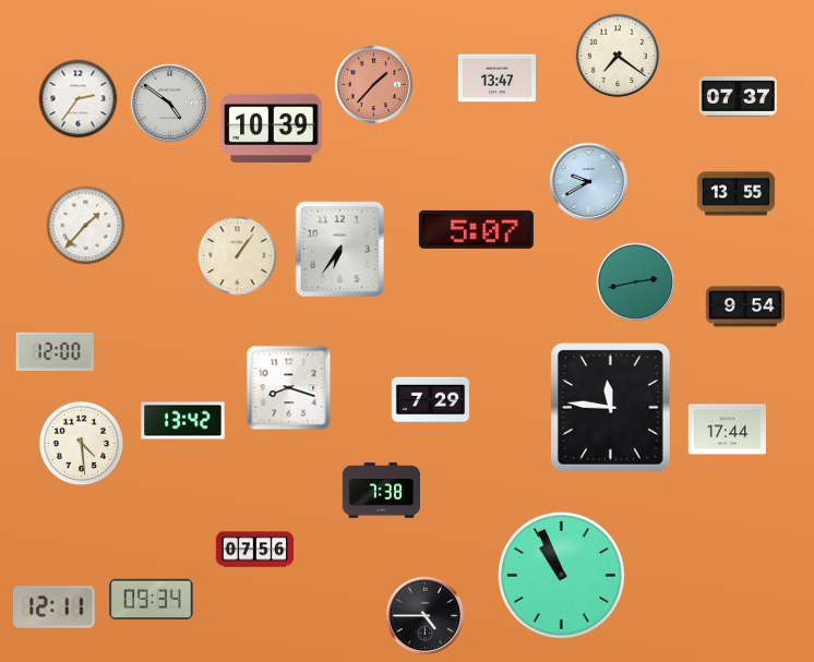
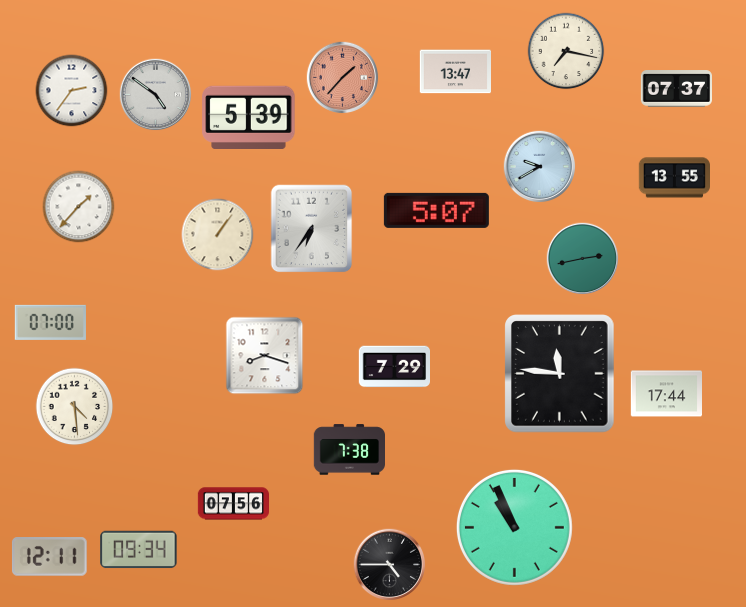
clock at (618, 56): 7:21 -> 7:17
clock at (272, 128): 10:39 -> 5:39
clock at (745, 306): 9:54 -> none
clock at (55, 351): 12:00 -> 07:00
clock at (183, 421): 13:42 -> none
